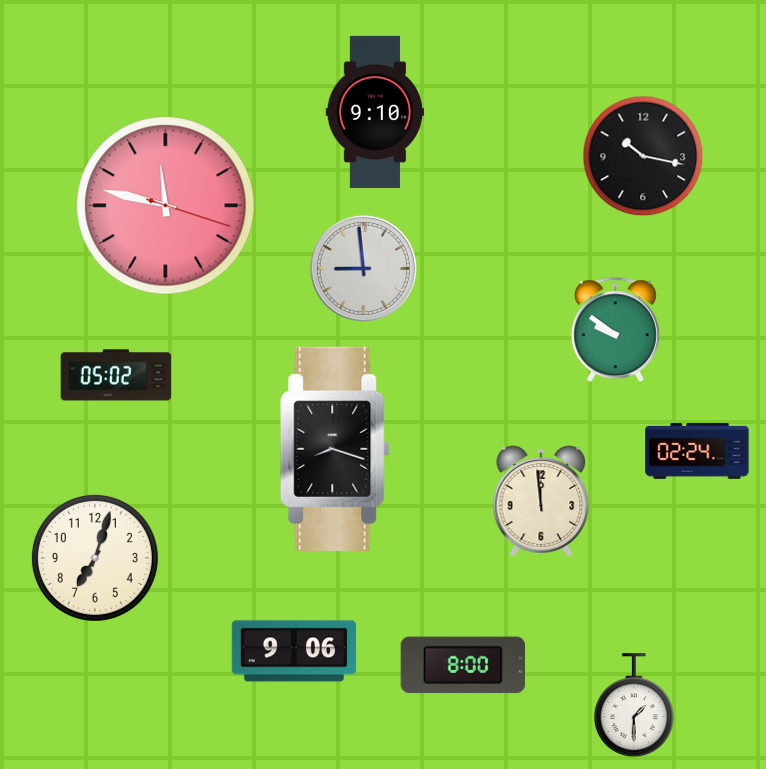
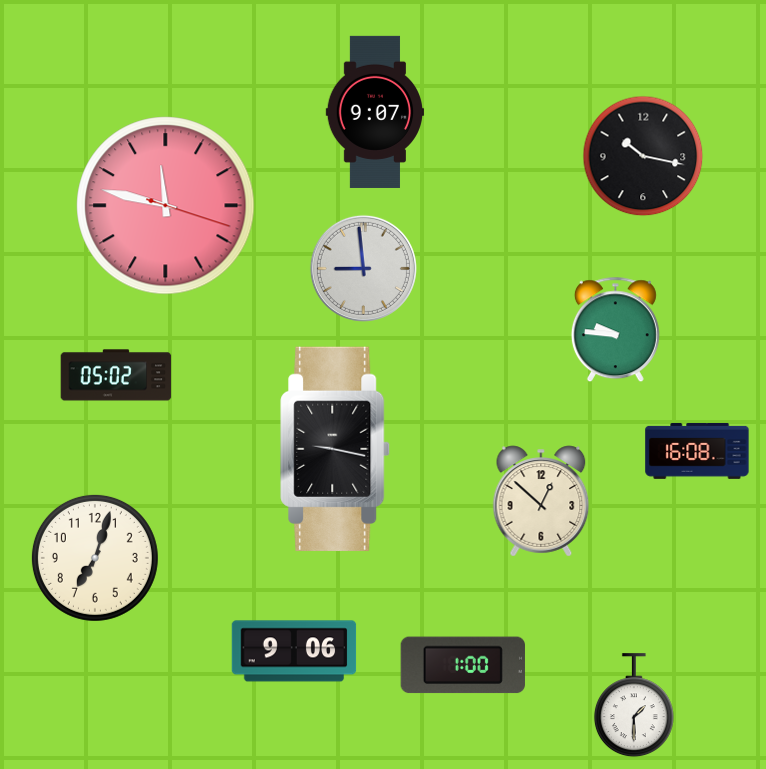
clock at (375, 112): 9:10 -> 9:07
clock at (615, 330): 9:51 -> 9:46
clock at (335, 449): 8:18 -> 9:17
clock at (697, 451): 02:24 -> 16:08
clock at (541, 501): 11:59 -> 12:52
clock at (463, 665): 8:00 -> 1:00
